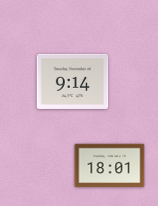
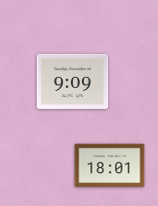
clock at (73, 81): 9:14 -> 9:09
